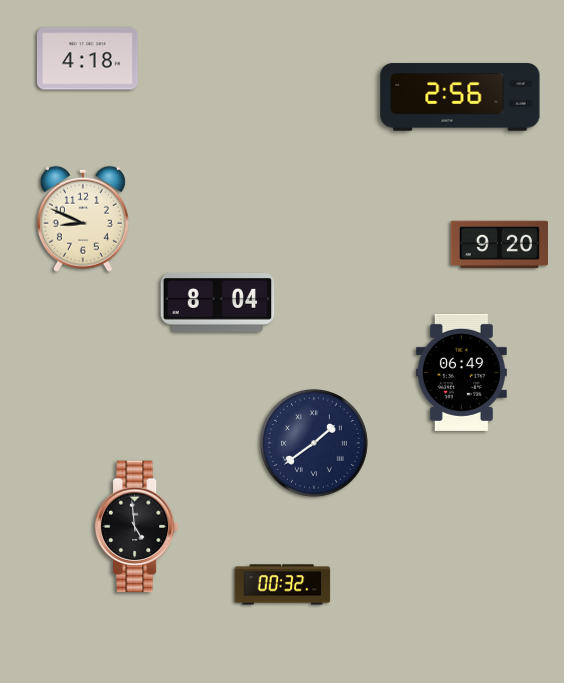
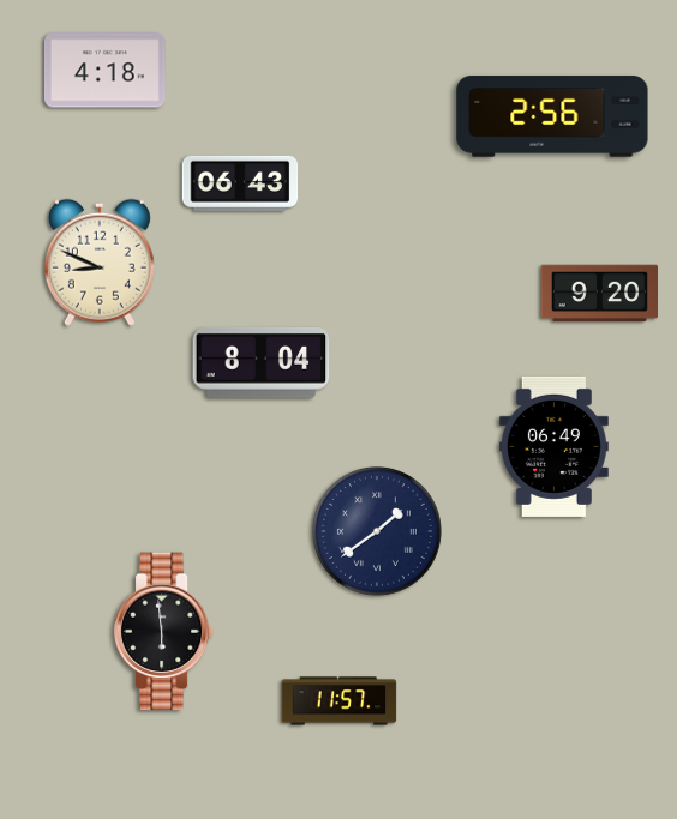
clock at (240, 183): none -> 06:43
clock at (137, 527): 4:59 -> 5:59
clock at (283, 585): 00:32 -> 11:57
